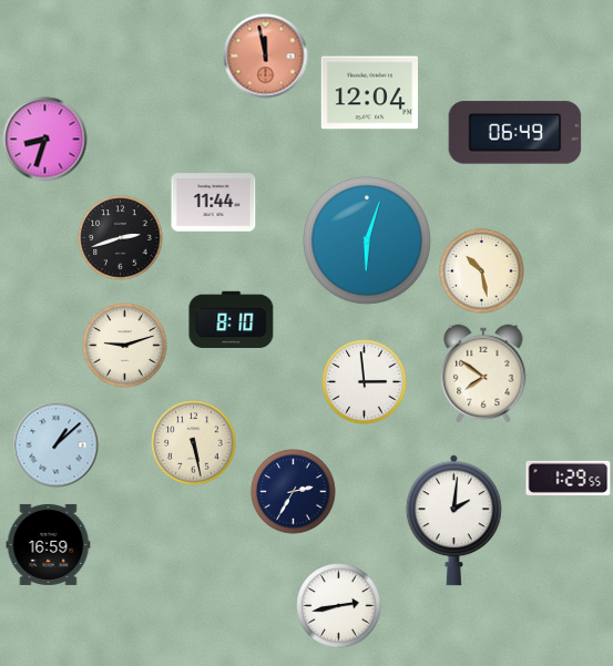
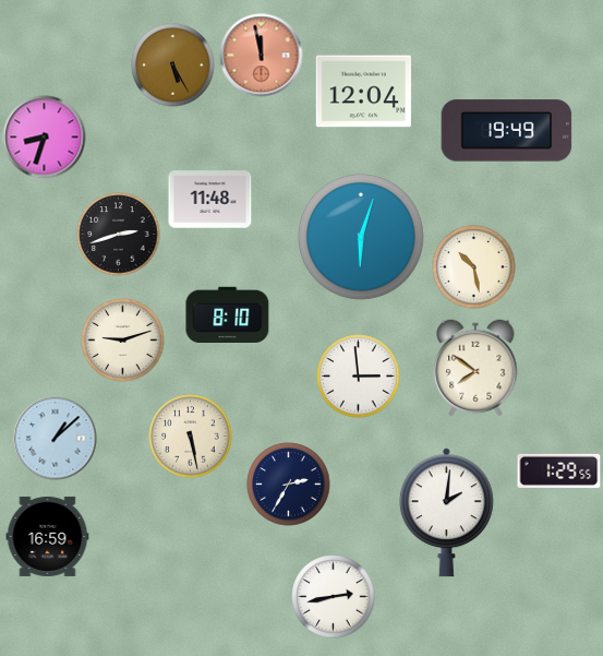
clock at (173, 65): none -> 5:25
clock at (515, 133): 06:49 -> 19:49
clock at (214, 203): 11:44 -> 11:48
